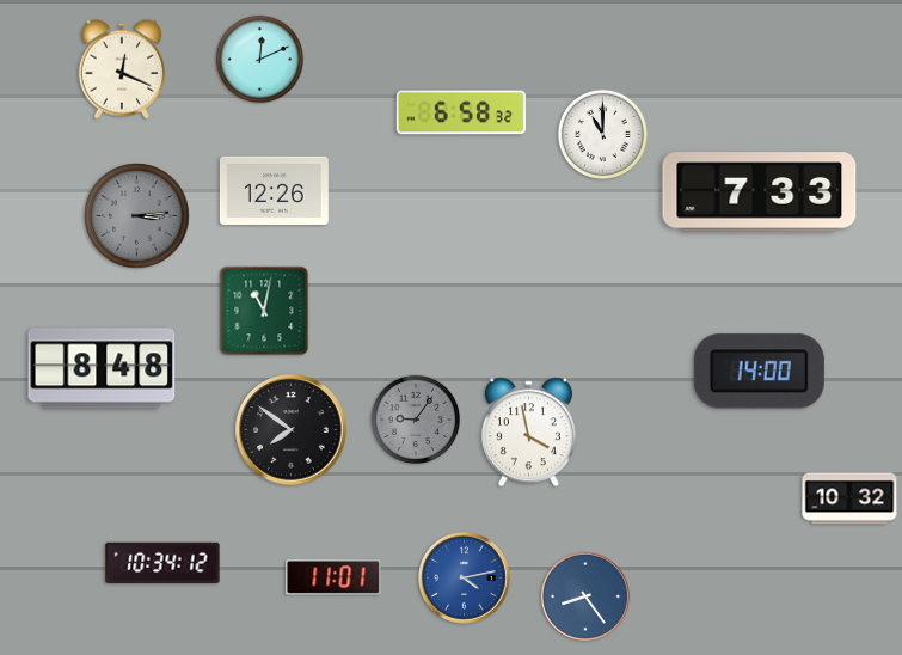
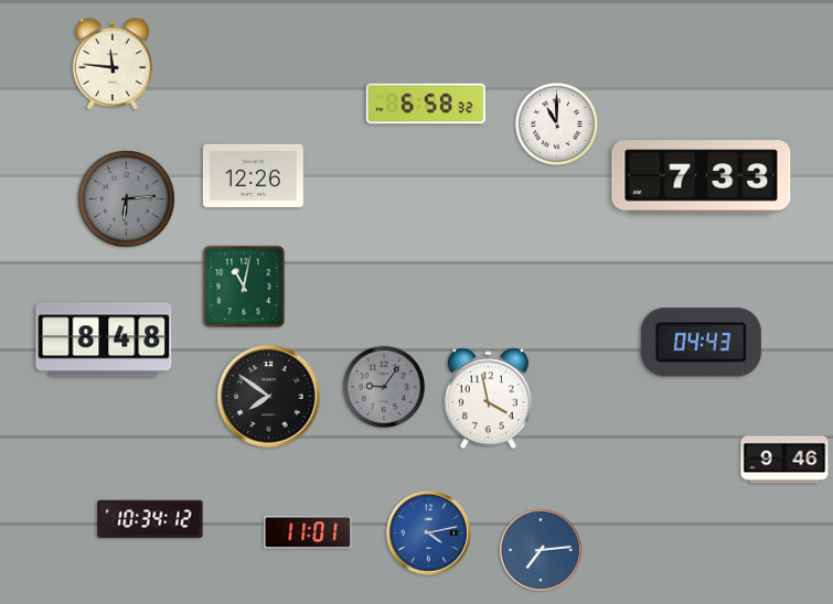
clock at (260, 60): 12:11 -> none
clock at (121, 69): 12:19 -> 11:46
clock at (137, 216): 3:14 -> 6:14
clock at (102, 368) position: (102, 368) -> (104, 339)
clock at (759, 372): 14:00 -> 04:43
clock at (849, 498): 10:32 -> 9:46
clock at (585, 596): 8:24 -> 7:14
